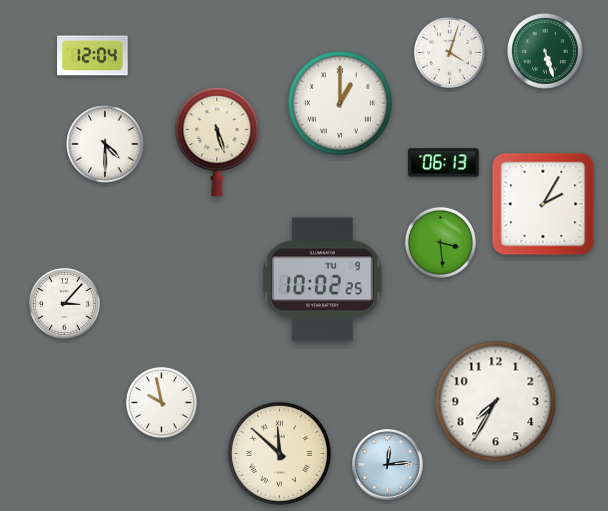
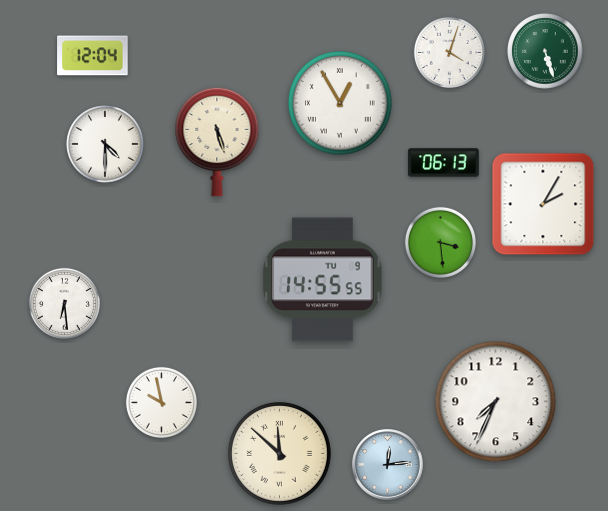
clock at (341, 104): 1:00 -> 12:55
clock at (323, 280): 10:02 -> 14:55
clock at (64, 303): 3:07 -> 6:29
clock at (496, 402): 7:35 -> 7:34
